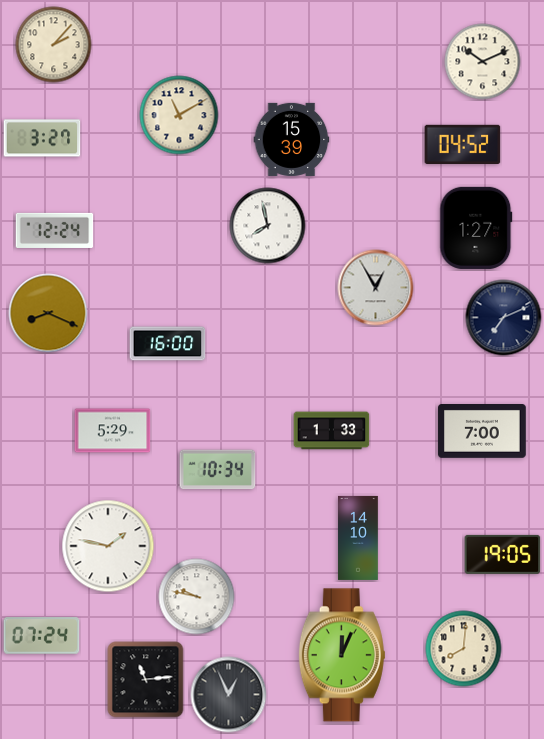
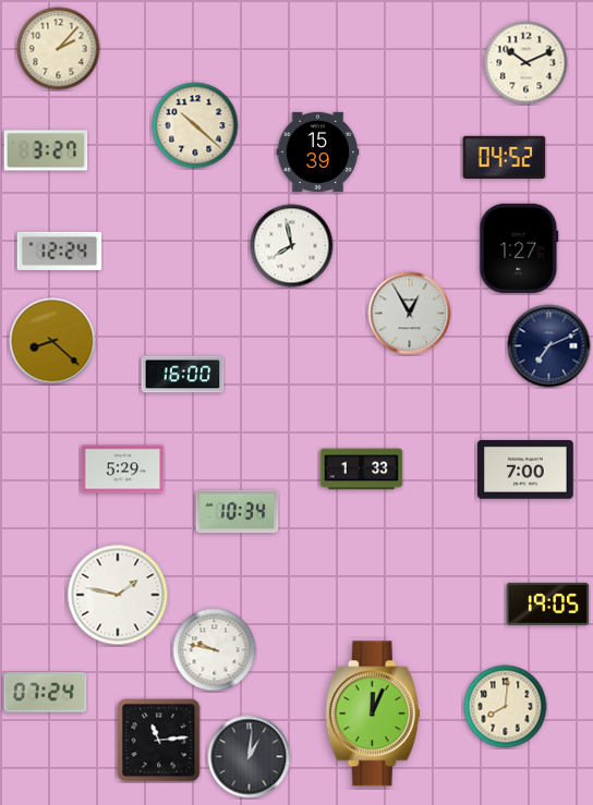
clock at (483, 62) position: (483, 62) -> (527, 63)
clock at (179, 115): 11:10 -> 10:22
clock at (48, 313): 8:19 -> 8:22
clock at (358, 538): 14:10 -> none
clock at (229, 695): 12:56 -> 1:01
